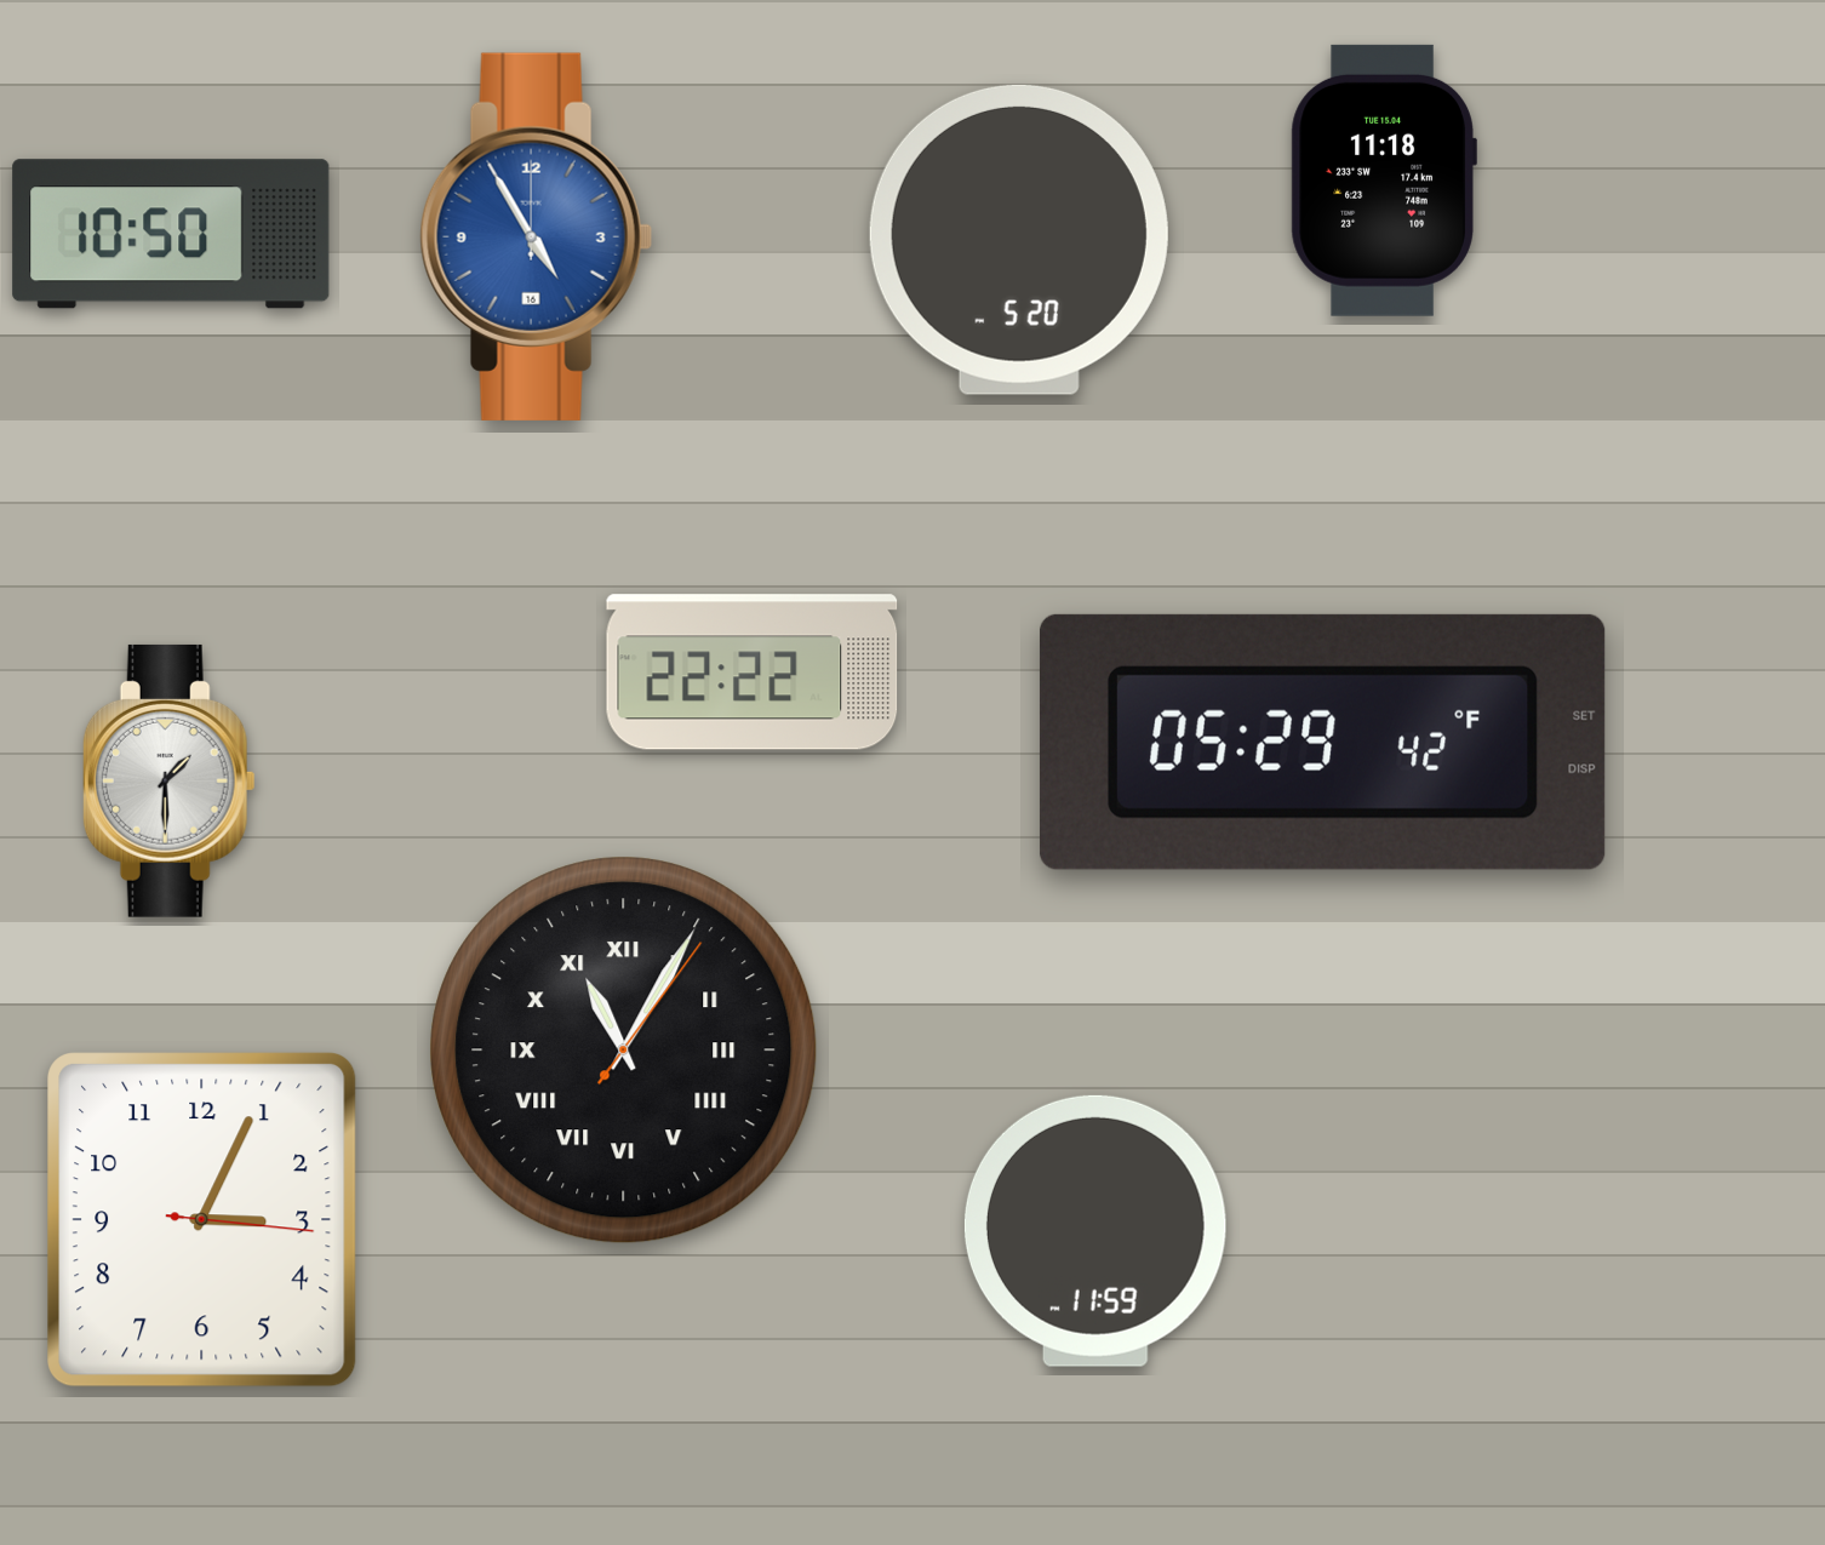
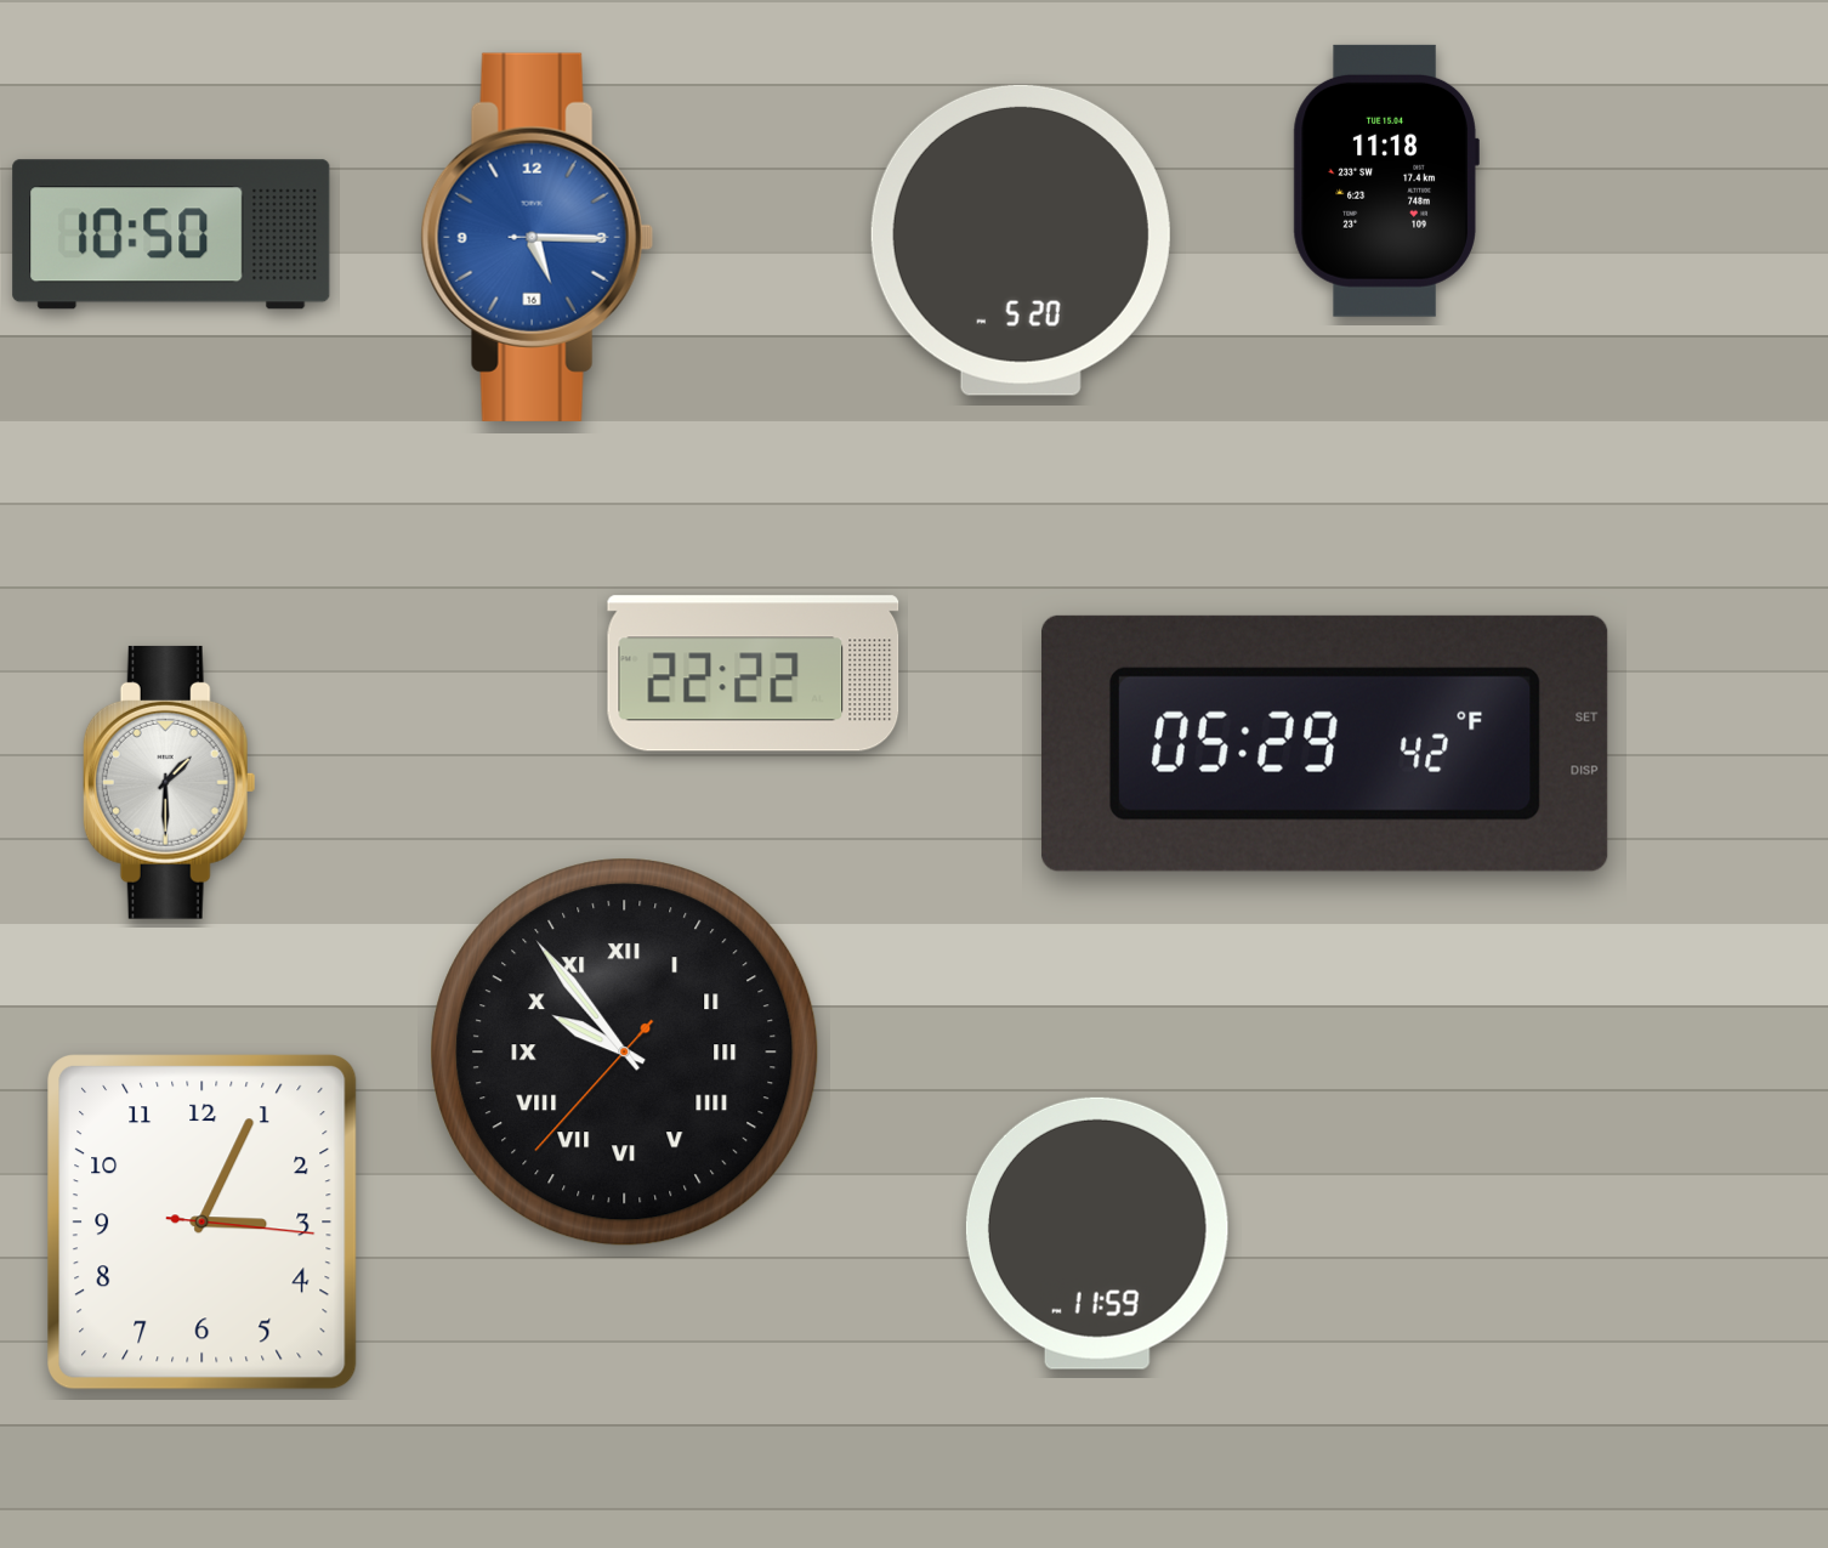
clock at (536, 236): 4:55 -> 5:15
clock at (624, 1051): 11:05 -> 9:53
